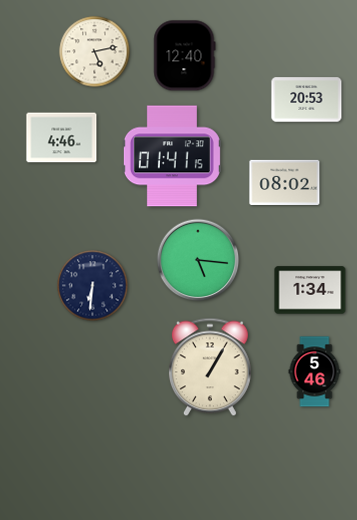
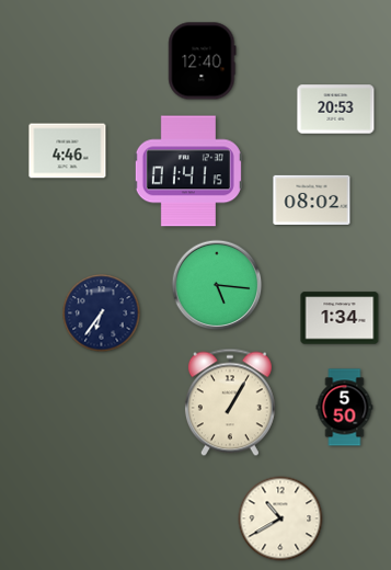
clock at (95, 52): 5:13 -> none
clock at (93, 286): 6:31 -> 6:36
clock at (315, 372): 5:46 -> 5:50
clock at (280, 518): none -> 10:40
